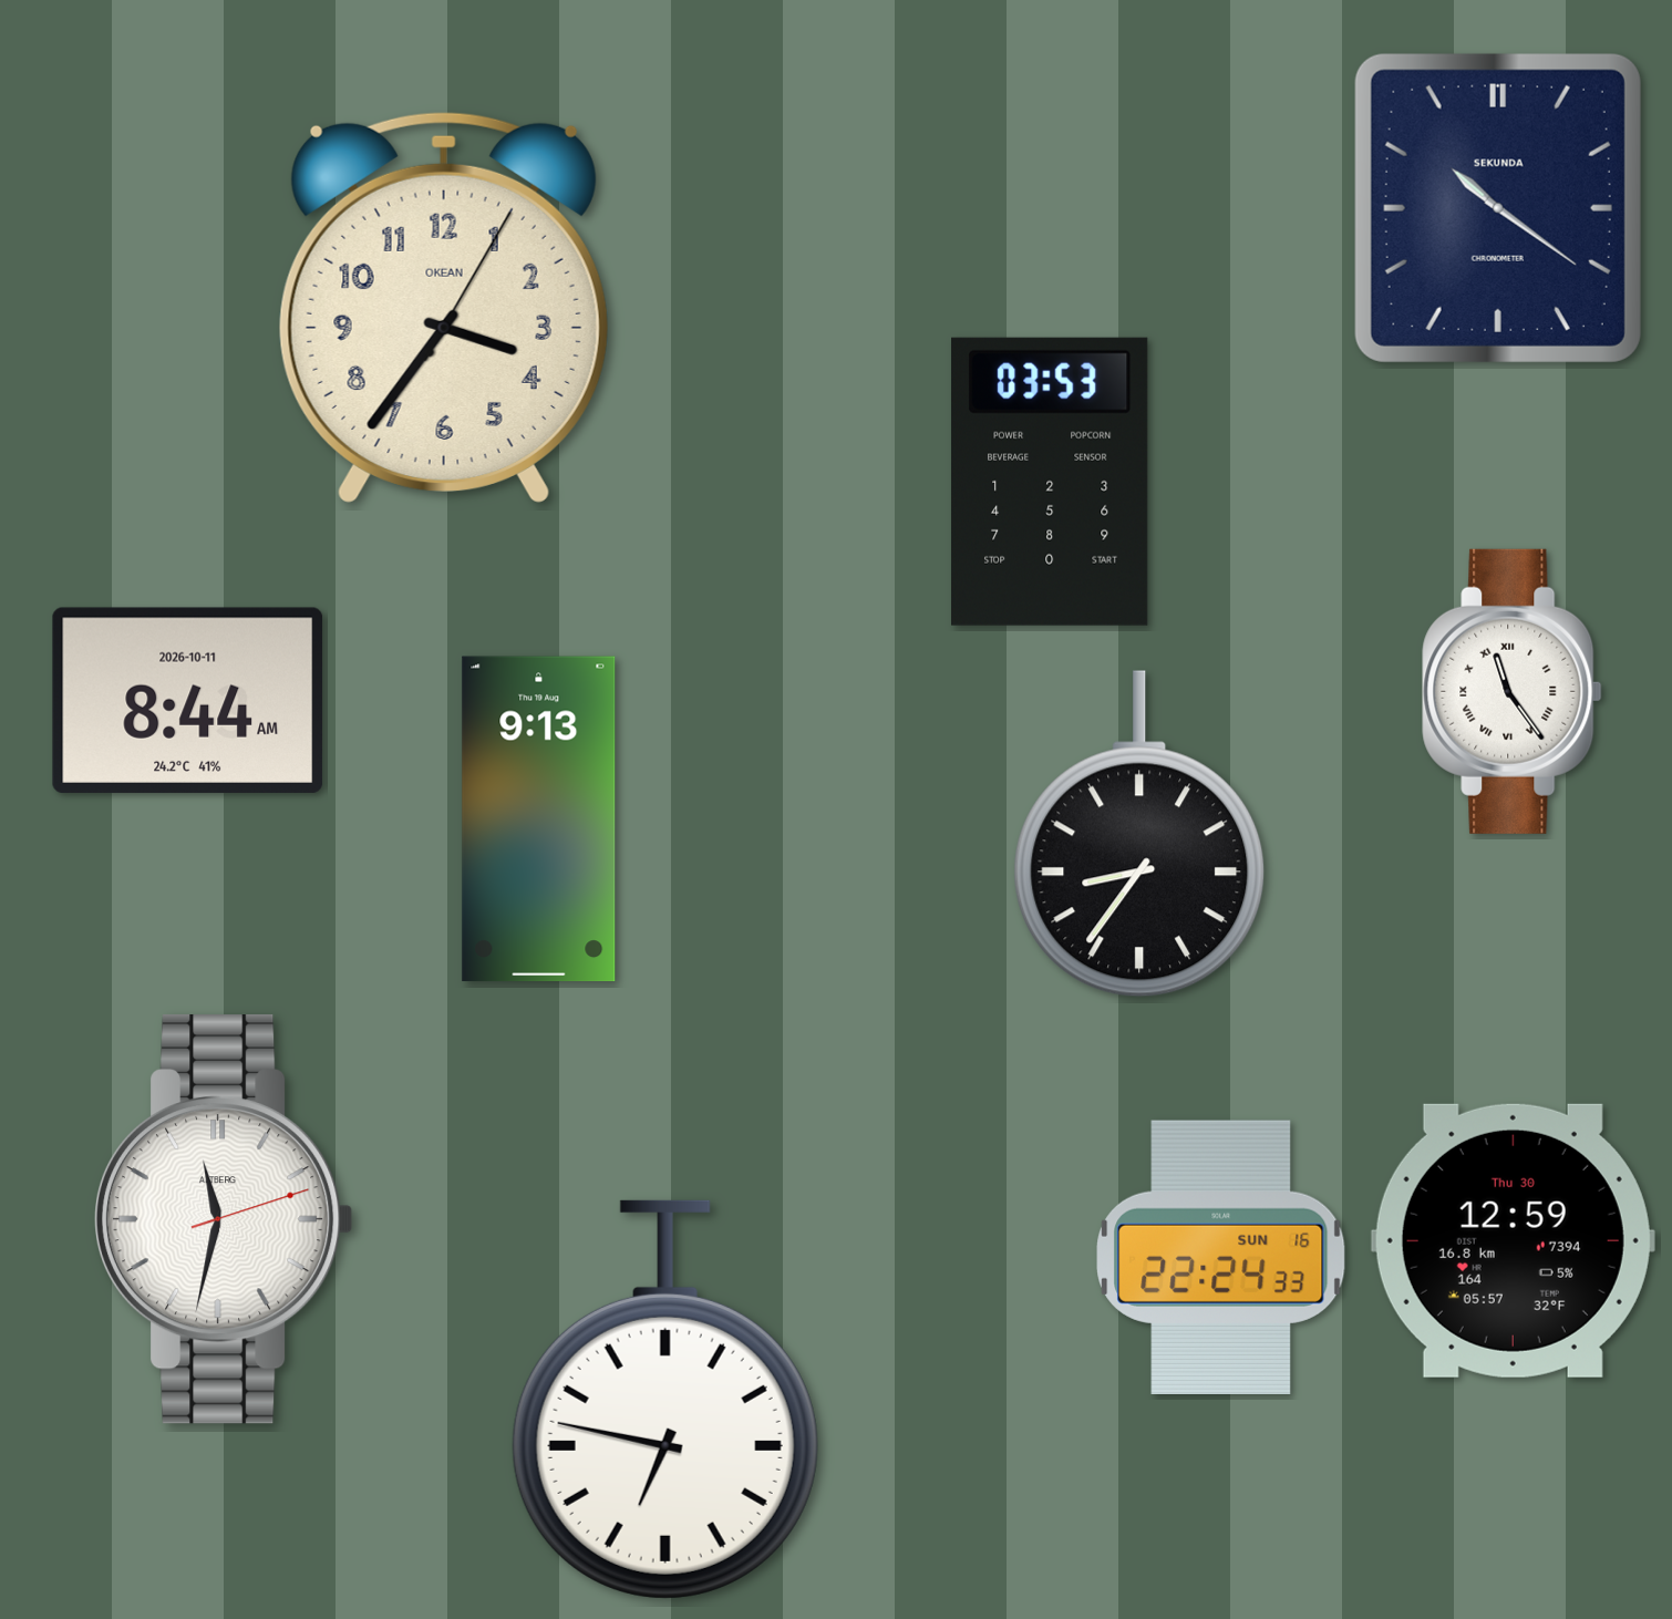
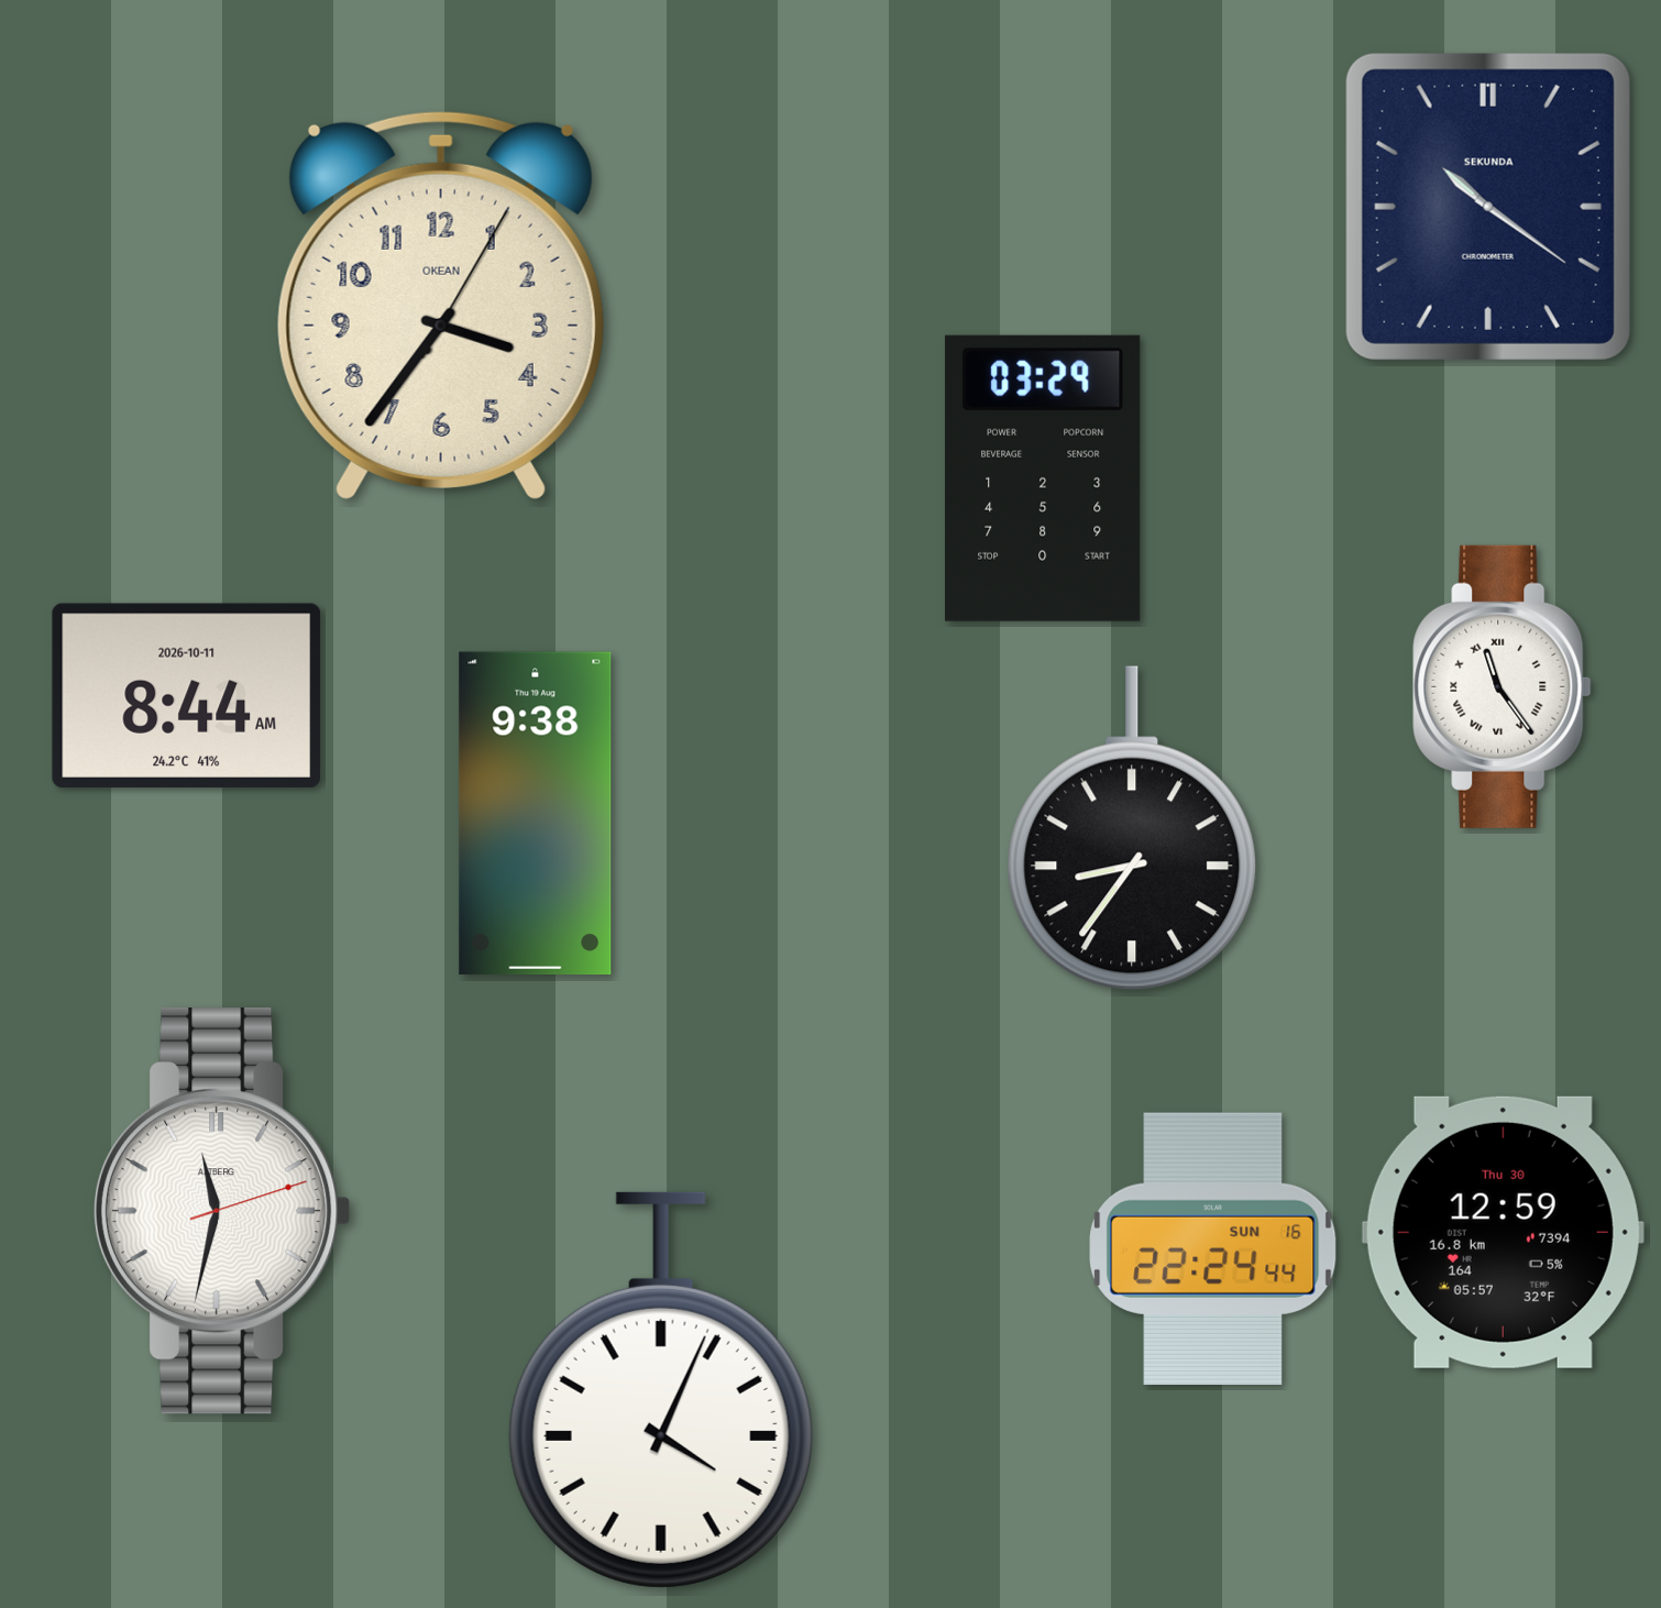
clock at (1050, 482): 03:53 -> 03:29
clock at (539, 819): 9:13 -> 9:38
clock at (1221, 1257): 22:24:33 -> 22:24:44
clock at (665, 1400): 6:47 -> 4:04
